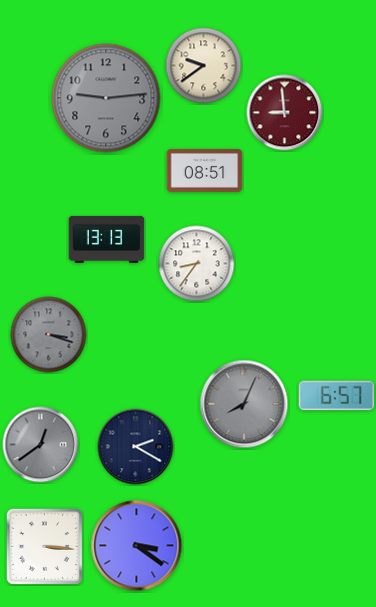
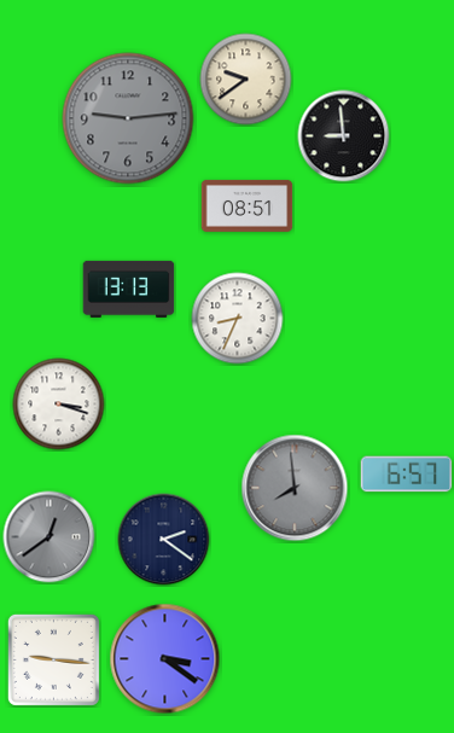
clock at (285, 113) dial: burgundy -> black
clock at (197, 264): 8:36 -> 8:34
clock at (49, 335) dial: grey -> white
clock at (337, 396) position: (337, 396) -> (407, 475)
clock at (244, 404): 8:04 -> 7:59
clock at (136, 447): 2:20 -> 2:21
clock at (44, 546): 3:16 -> 9:16
